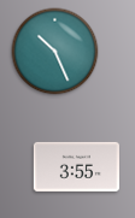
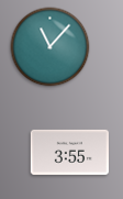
clock at (55, 52): 10:26 -> 11:07
